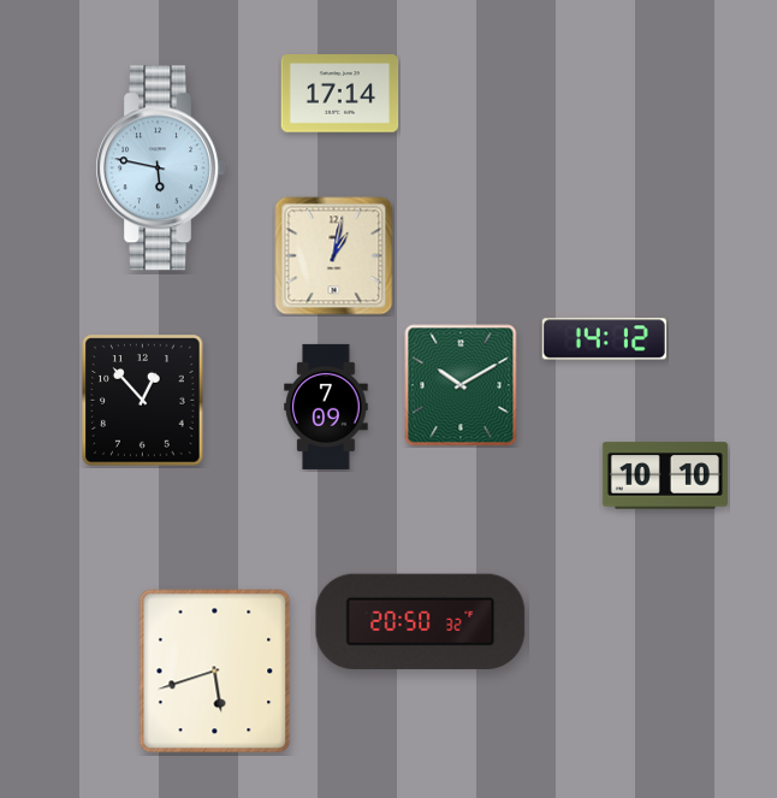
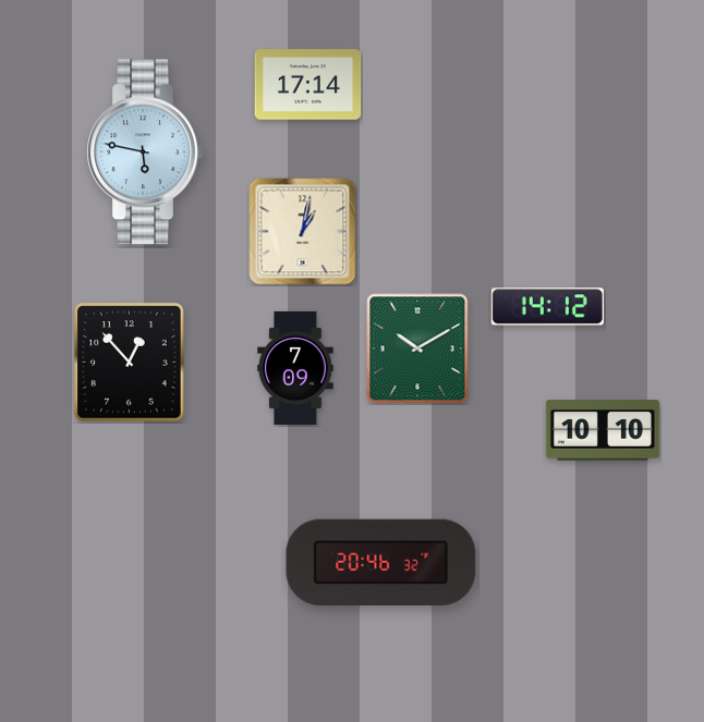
clock at (421, 621): 20:50 -> 20:46
clock at (215, 672): 5:42 -> none
